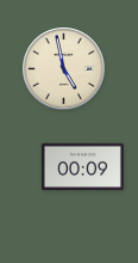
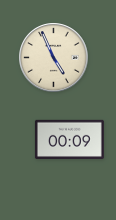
clock at (64, 69): 4:58 -> 4:56
